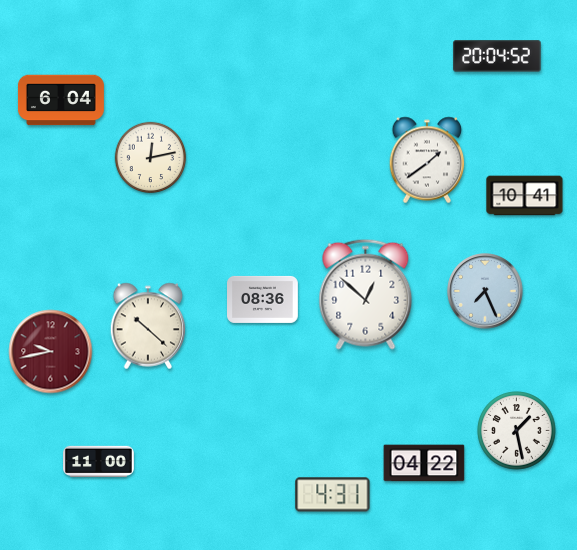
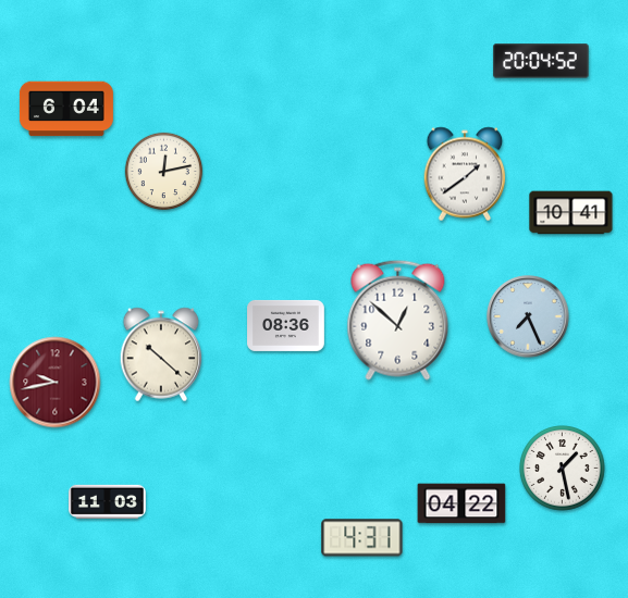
clock at (99, 462): 11:00 -> 11:03
